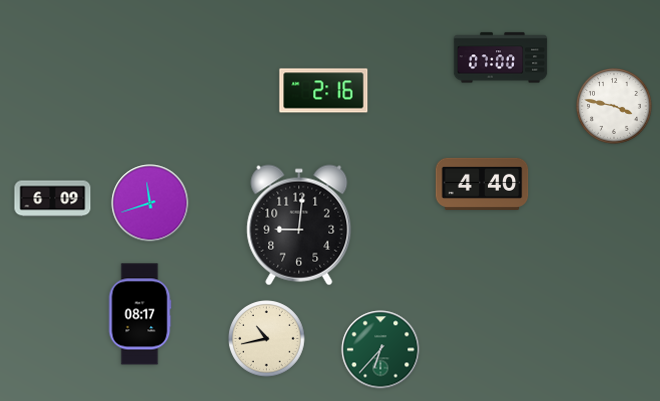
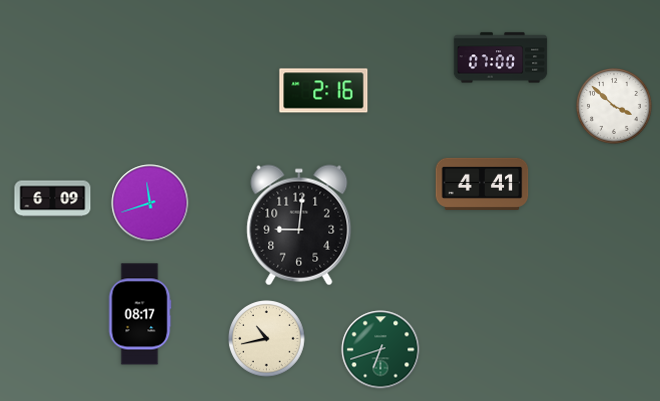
clock at (615, 107): 3:47 -> 3:52
clock at (482, 184): 4:40 -> 4:41
clock at (381, 350): 6:37 -> 6:42
